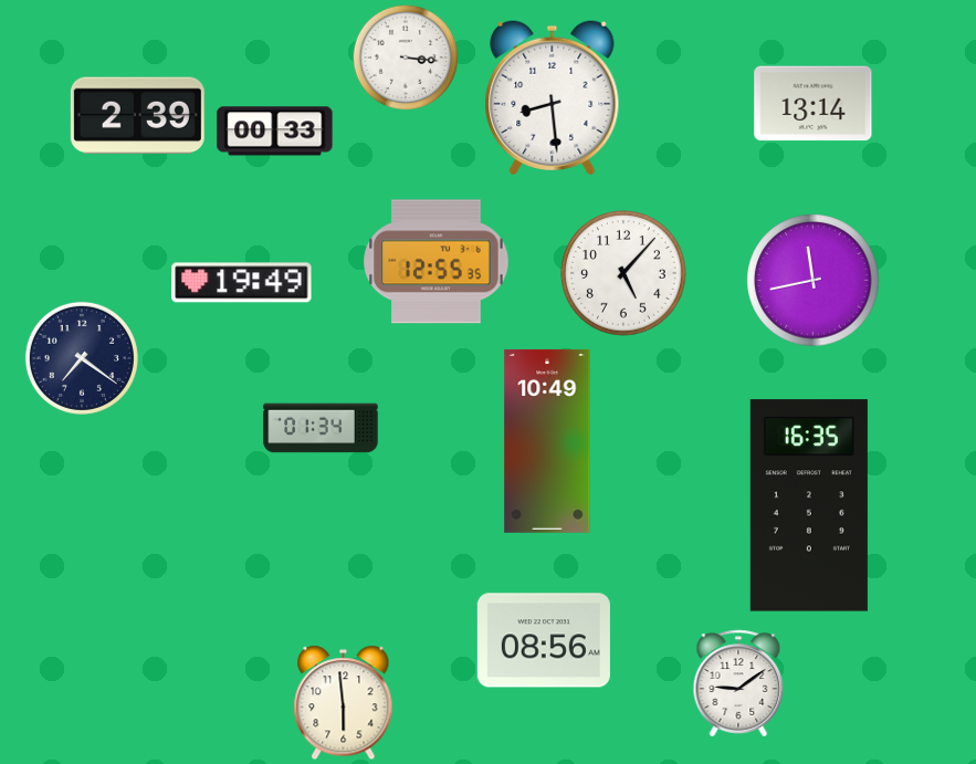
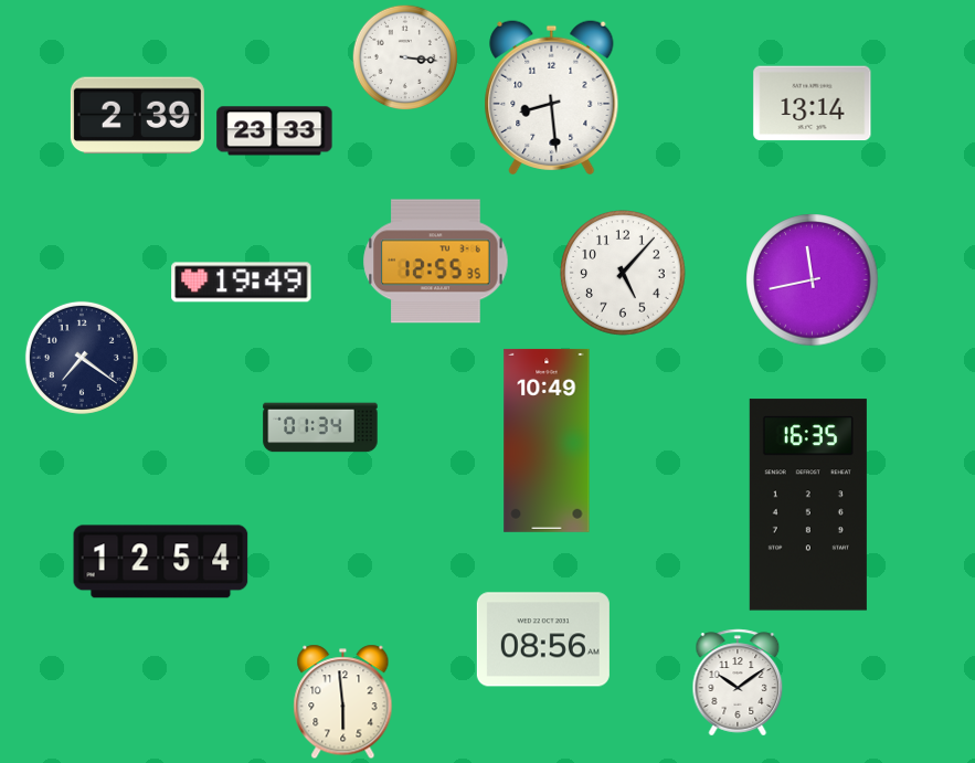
clock at (275, 132): 00:33 -> 23:33
clock at (161, 562): none -> 12:54
clock at (738, 683): 9:09 -> 10:09
